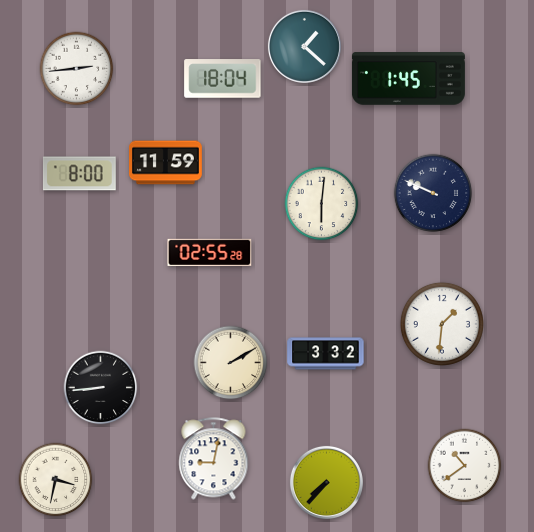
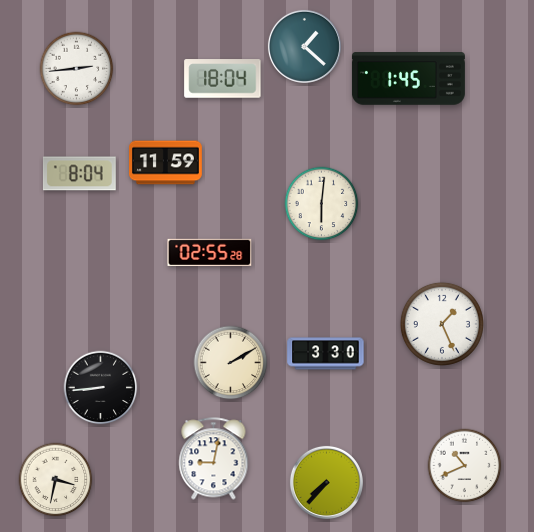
clock at (79, 174): 8:00 -> 8:04
clock at (433, 193): 9:49 -> none
clock at (442, 324): 1:31 -> 1:26
clock at (326, 354): 3:32 -> 3:30
clock at (465, 466): 10:39 -> 10:41
